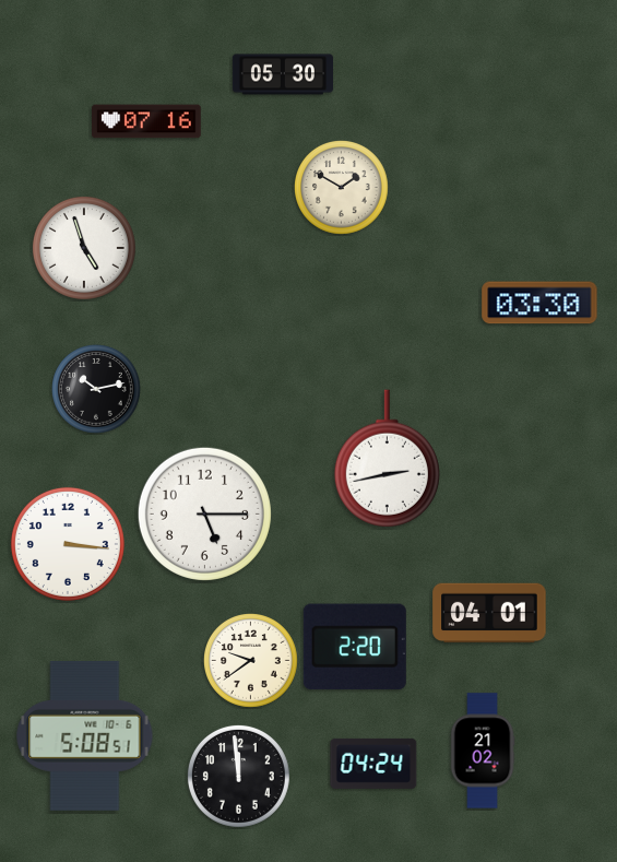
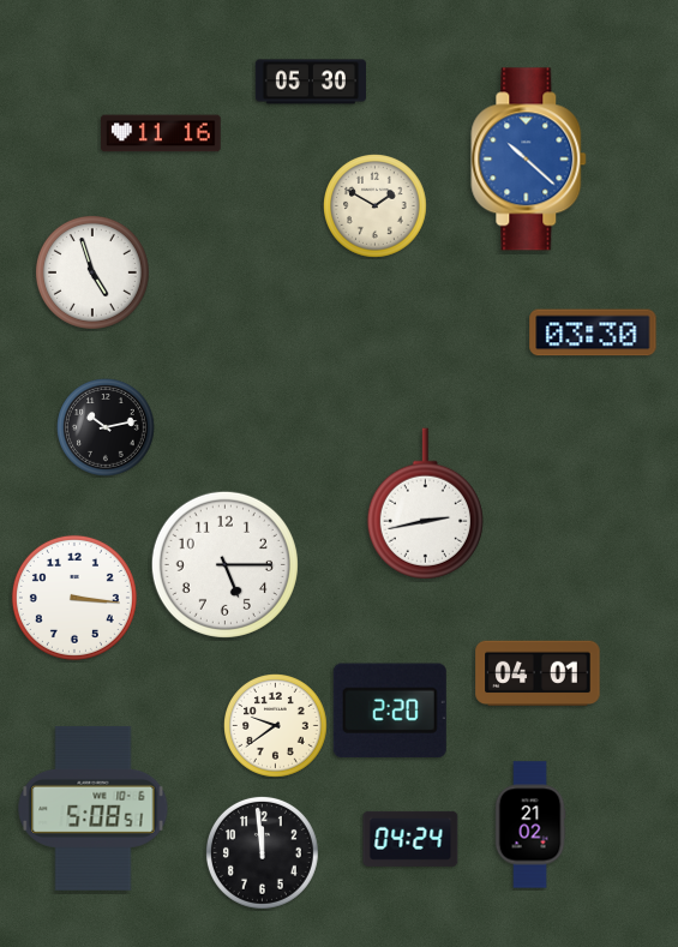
clock at (146, 121): 07:16 -> 11:16
clock at (529, 160): none -> 10:22
